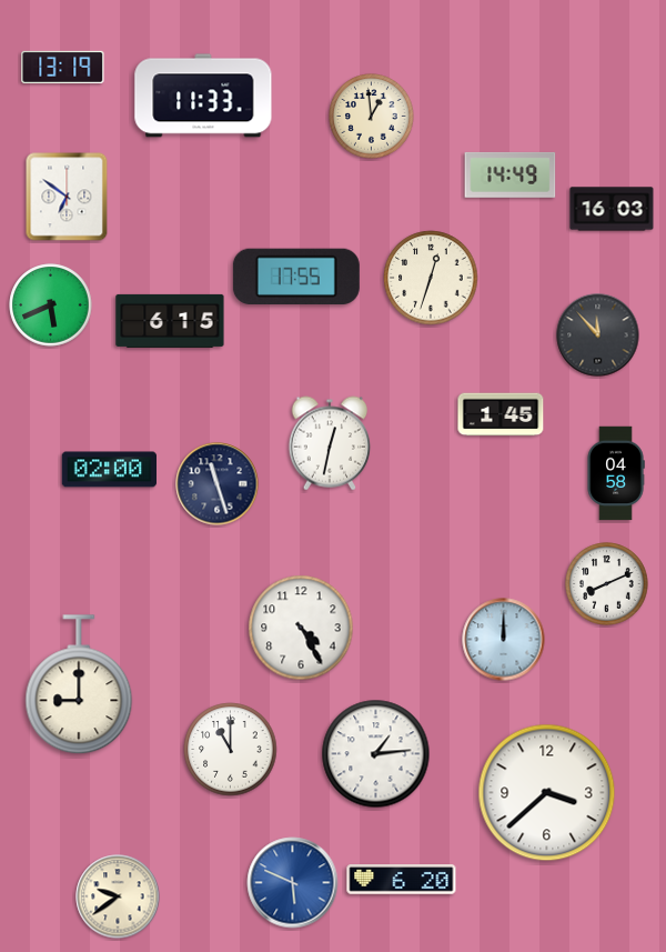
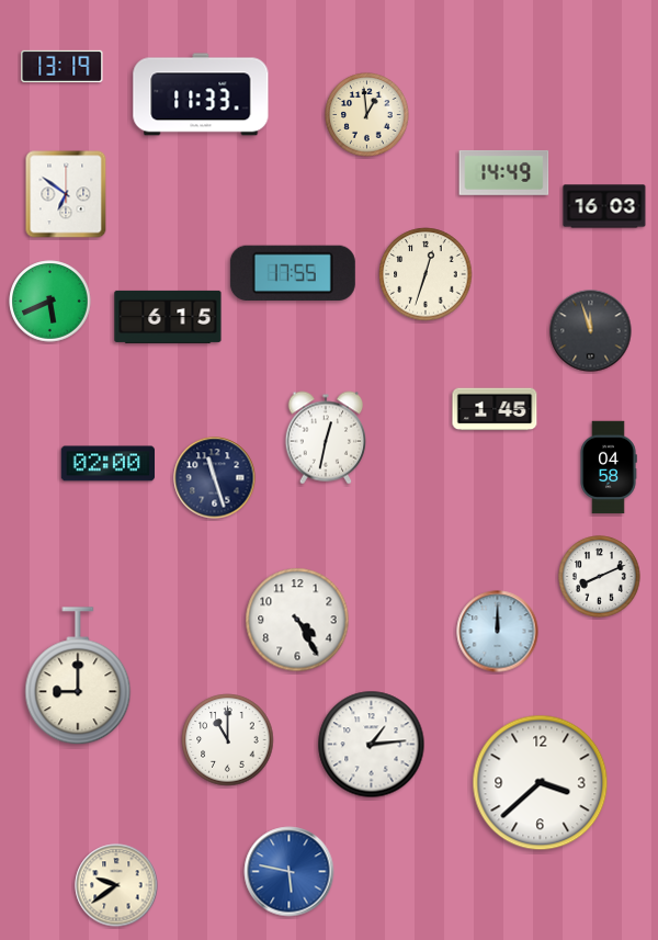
clock at (598, 335): 11:53 -> 11:57
clock at (402, 880): 6:20 -> none
clock at (293, 883): 5:49 -> 5:47
